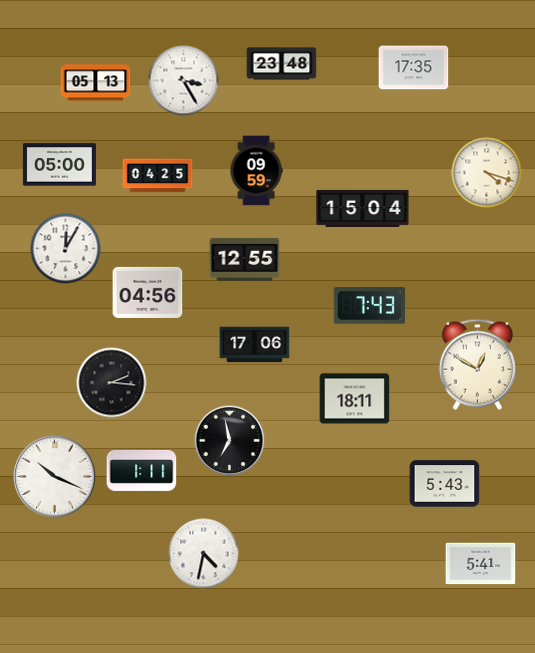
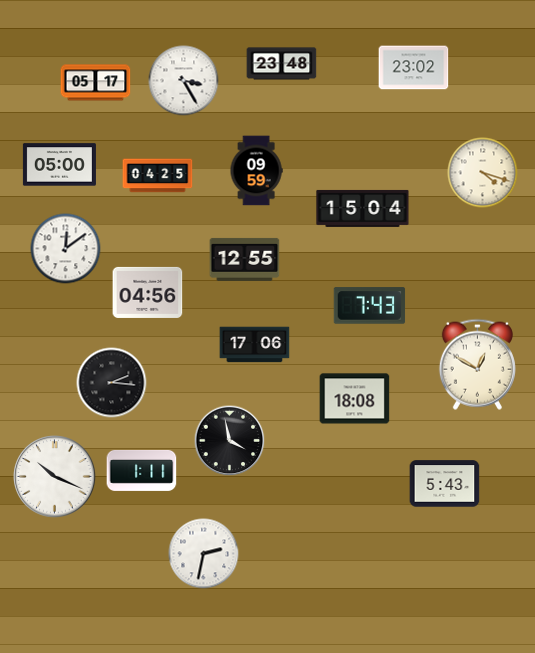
clock at (414, 68): 17:35 -> 23:02
clock at (96, 83): 05:13 -> 05:17
clock at (487, 173) position: (487, 173) -> (483, 173)
clock at (66, 249): 12:05 -> 12:09
clock at (355, 399): 18:11 -> 18:08
clock at (230, 441): 6:58 -> 3:58
clock at (204, 554): 4:32 -> 2:32
clock at (481, 564): 5:41 -> none
